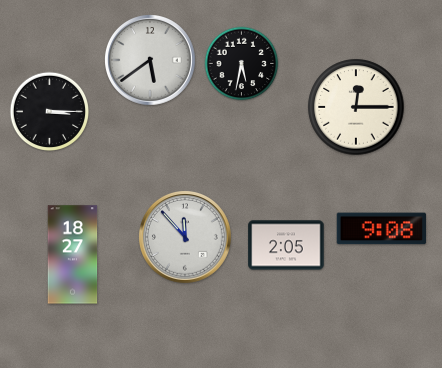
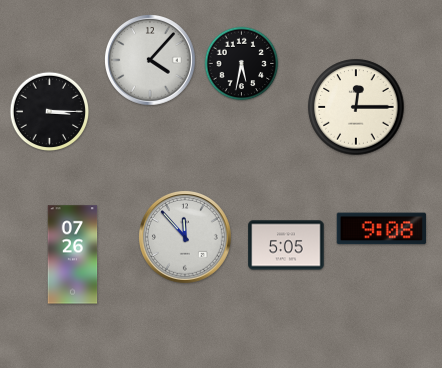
clock at (151, 61): 5:39 -> 4:07
clock at (286, 245): 2:05 -> 5:05
clock at (73, 255): 18:27 -> 07:26
